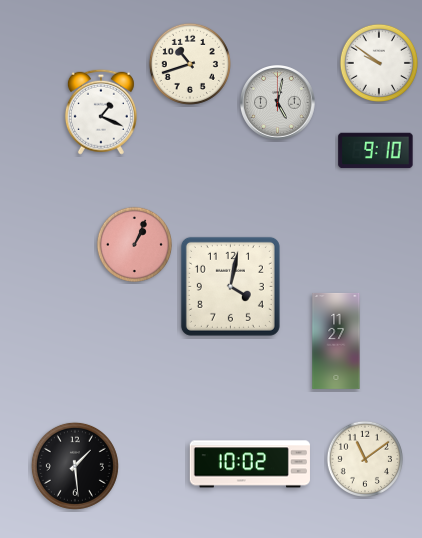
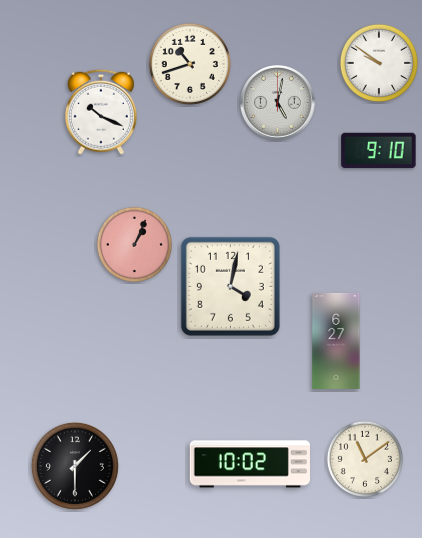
clock at (101, 112): 1:19 -> 10:19
clock at (376, 151) position: (376, 151) -> (379, 151)
clock at (336, 341): 11:27 -> 6:27
clock at (75, 466): 1:29 -> 1:30
